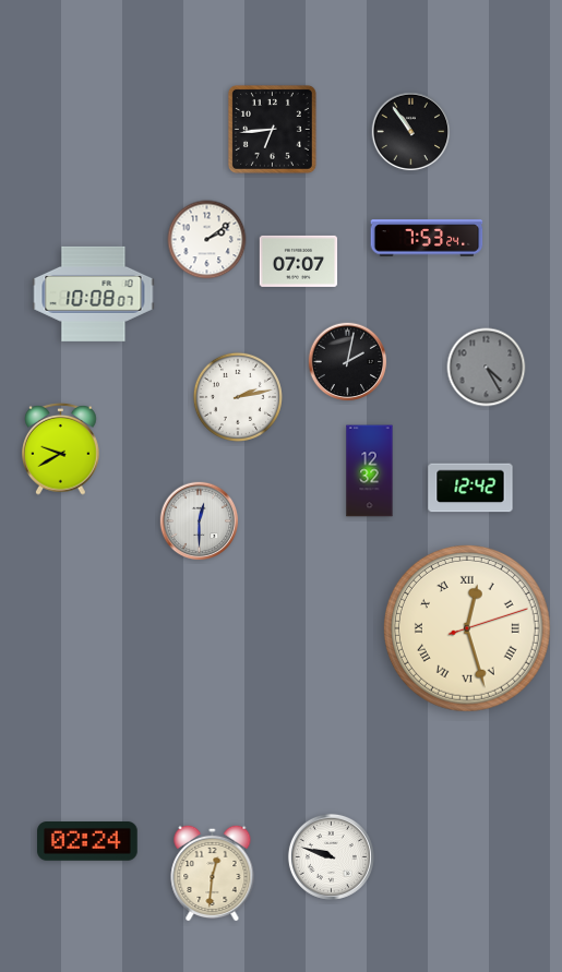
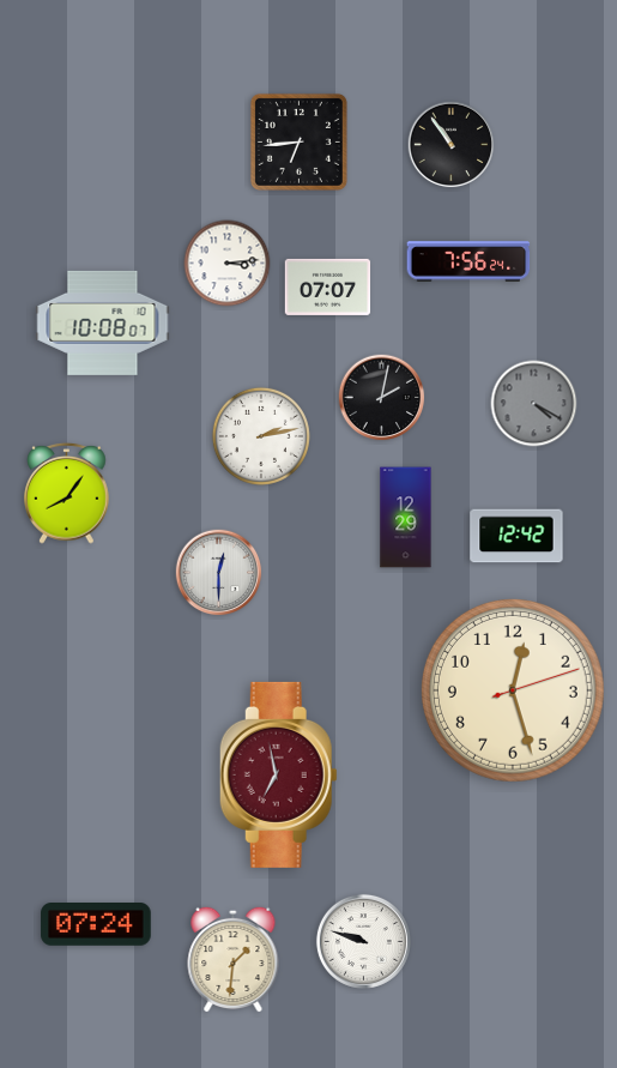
clock at (427, 238): 7:53 -> 7:56
clock at (207, 240): 2:09 -> 3:14
clock at (487, 368): 4:25 -> 4:20
clock at (61, 448): 9:40 -> 8:06
clock at (370, 471): 12:32 -> 12:29
clock at (467, 628) numerals: Roman -> Arabic
clock at (278, 774): none -> 6:58
clock at (87, 842): 02:24 -> 07:24
clock at (213, 873): 12:31 -> 1:31
